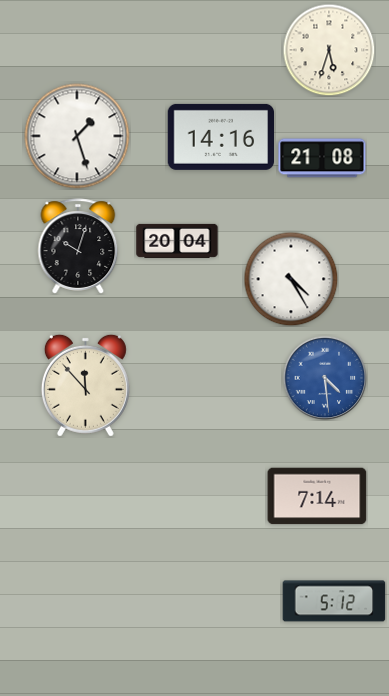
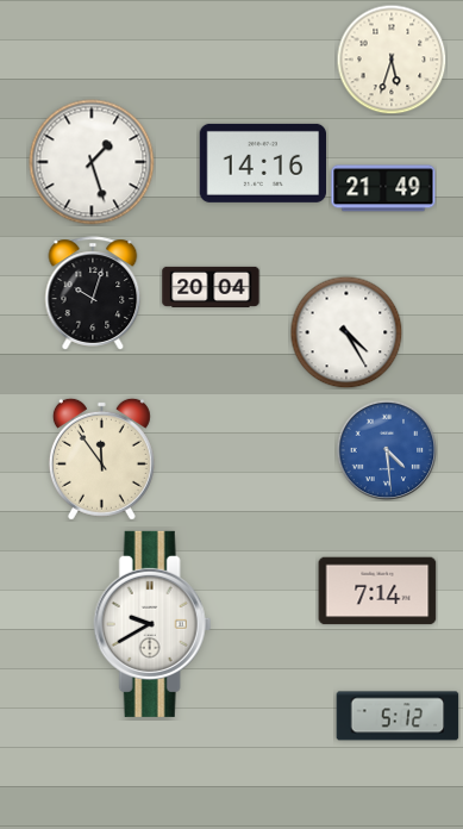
clock at (322, 158): 21:08 -> 21:49
clock at (85, 385): 11:53 -> 11:54
clock at (152, 624): none -> 9:40
